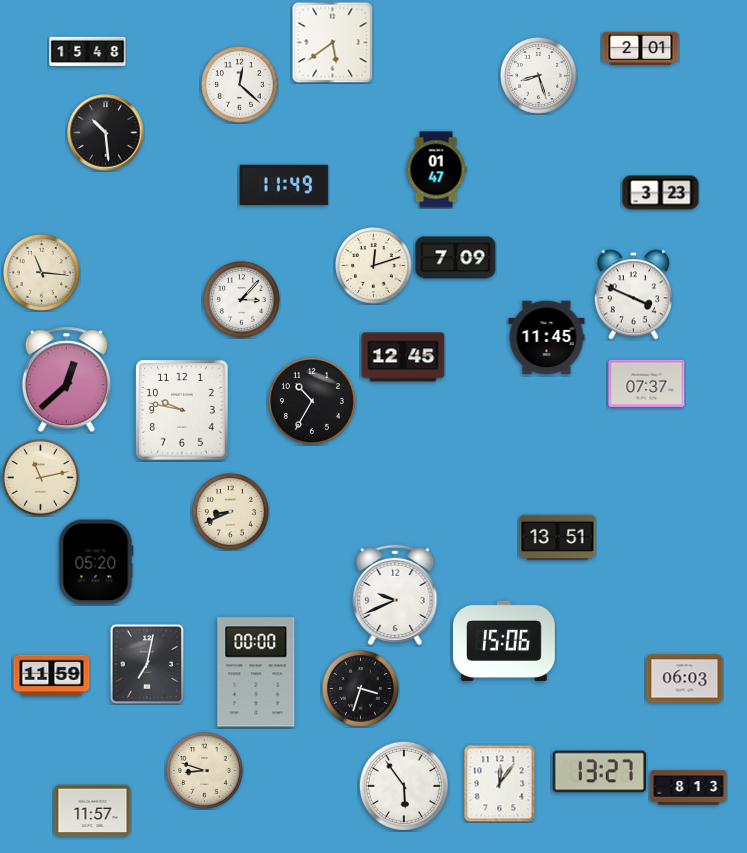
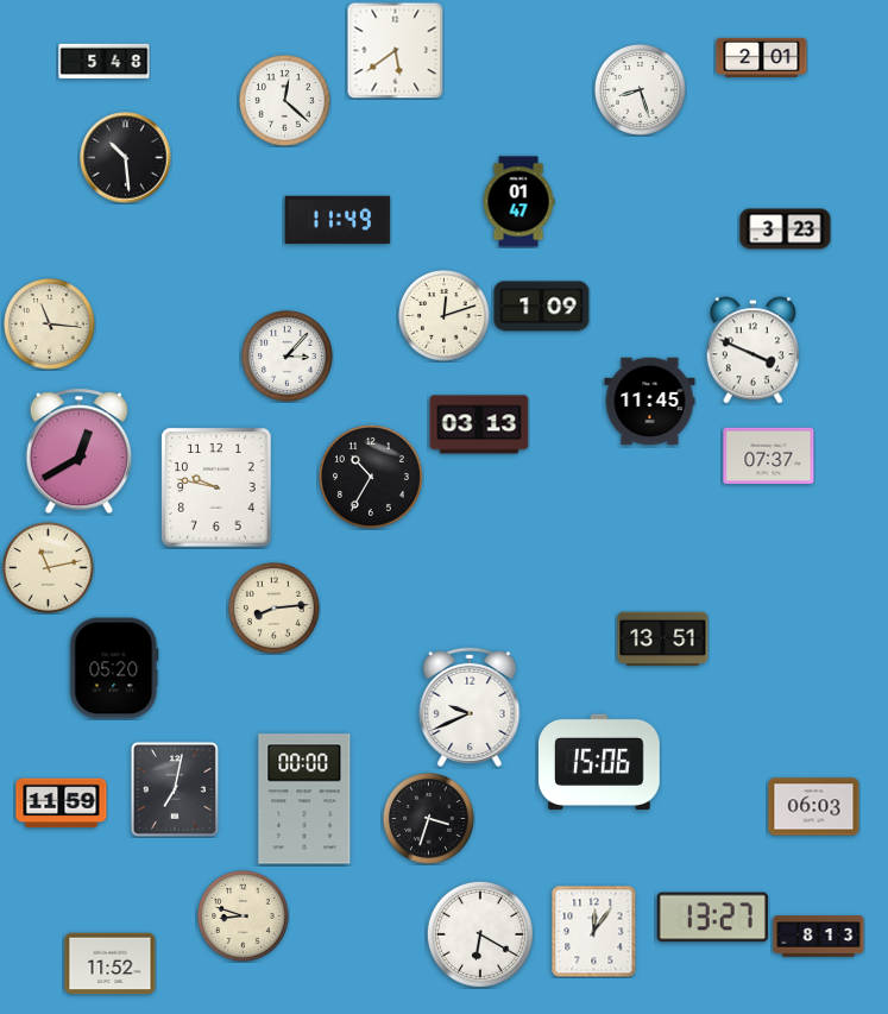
clock at (88, 52): 15:48 -> 5:48
clock at (456, 258): 7:09 -> 1:09
clock at (403, 357): 12:45 -> 03:13
clock at (66, 380): 12:38 -> 12:40
clock at (231, 512): 8:41 -> 8:14
clock at (404, 786): 5:54 -> 6:20
clock at (93, 811): 11:57 -> 11:52
